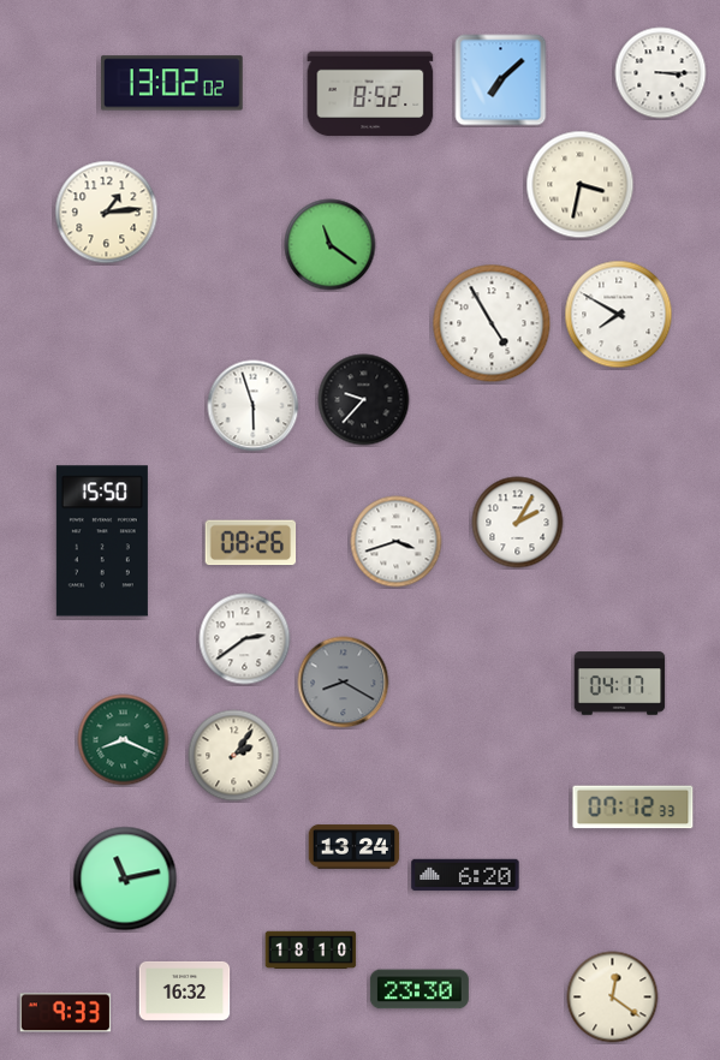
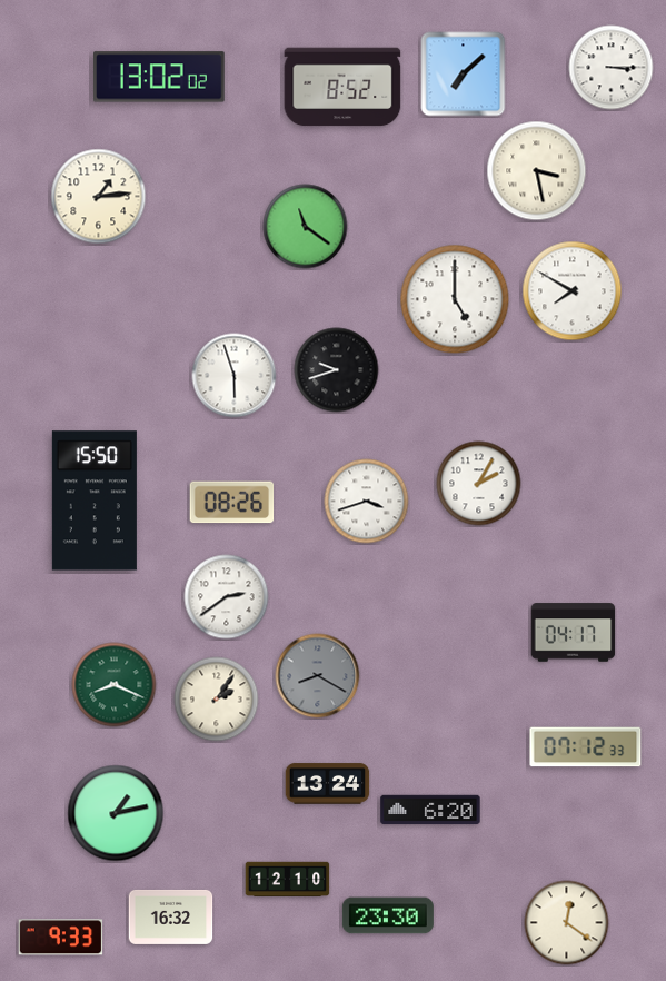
clock at (581, 185): 3:32 -> 3:28
clock at (492, 323): 4:55 -> 5:00
clock at (364, 400): 9:37 -> 9:42
clock at (245, 639) position: (245, 639) -> (227, 597)
clock at (344, 683) position: (344, 683) -> (318, 676)
clock at (125, 879): 11:13 -> 1:13
clock at (311, 951): 18:10 -> 12:10
